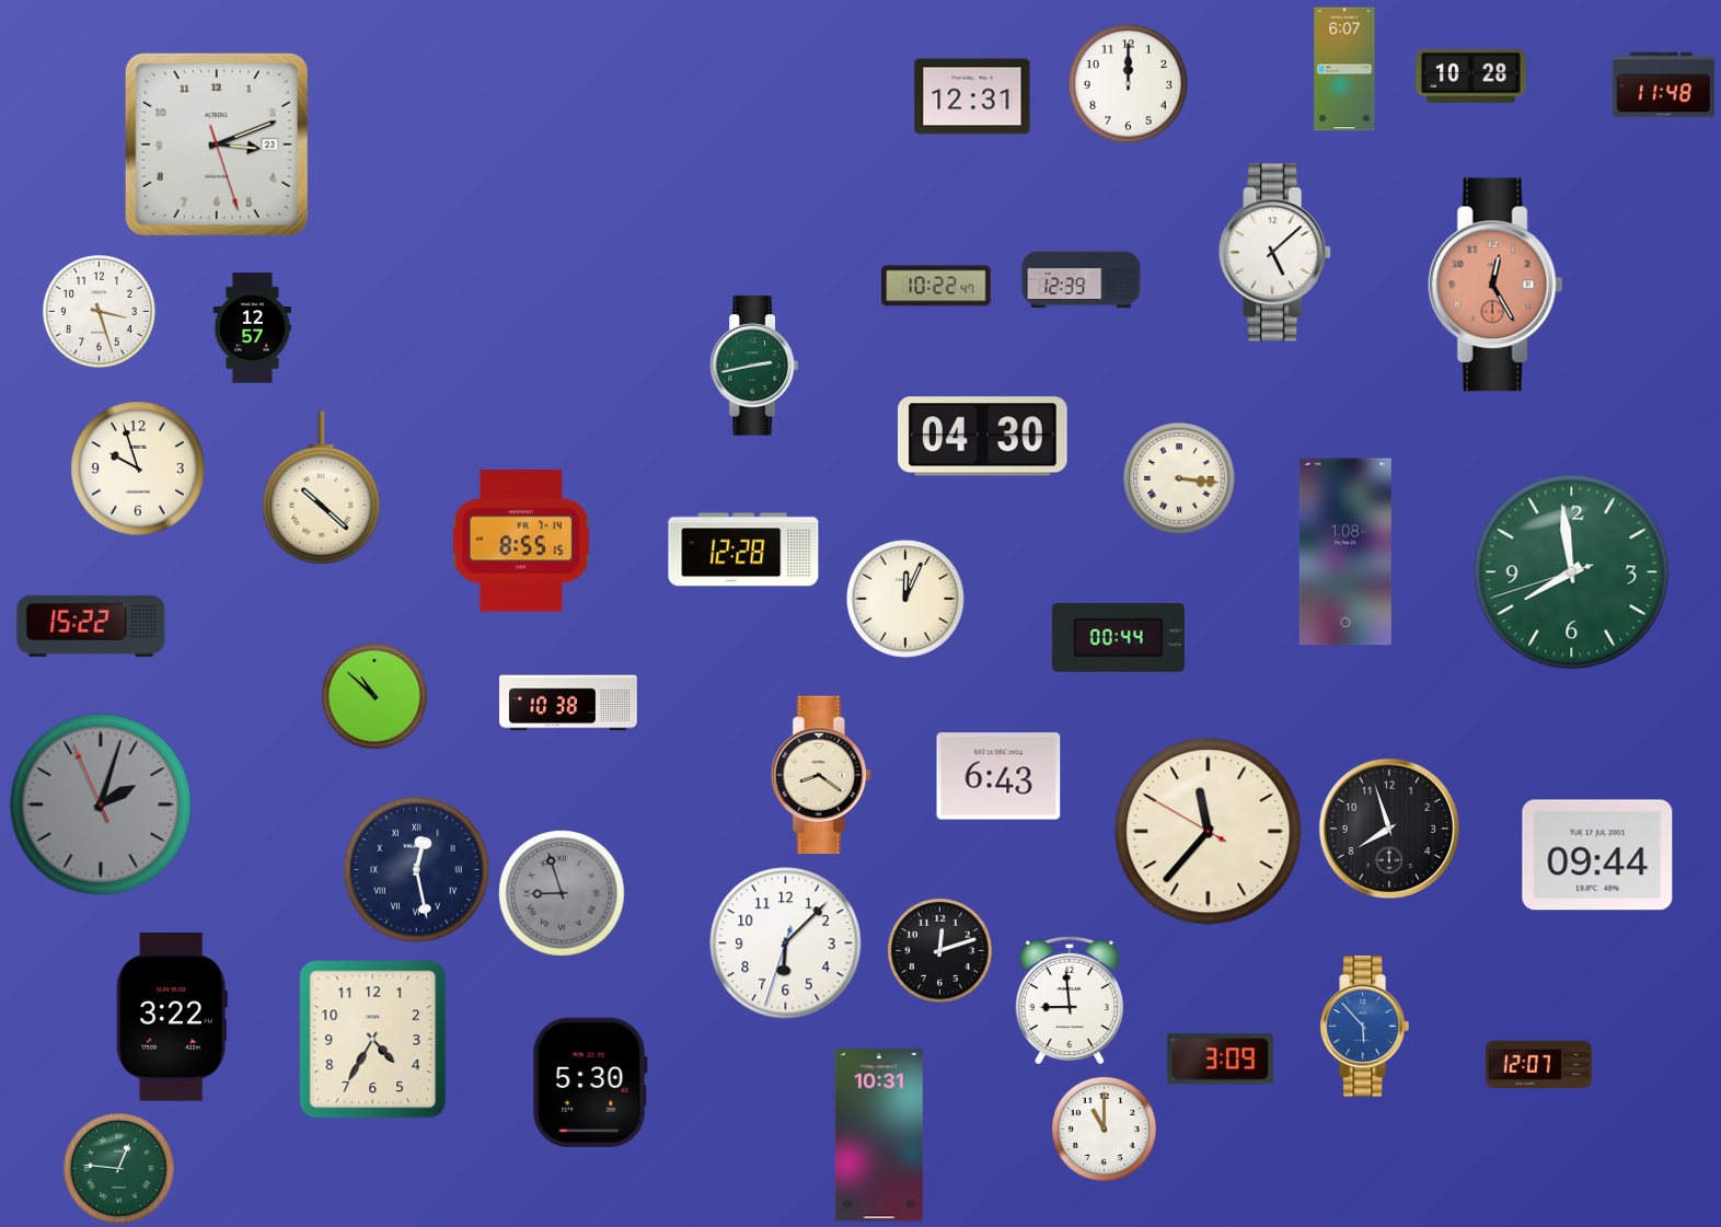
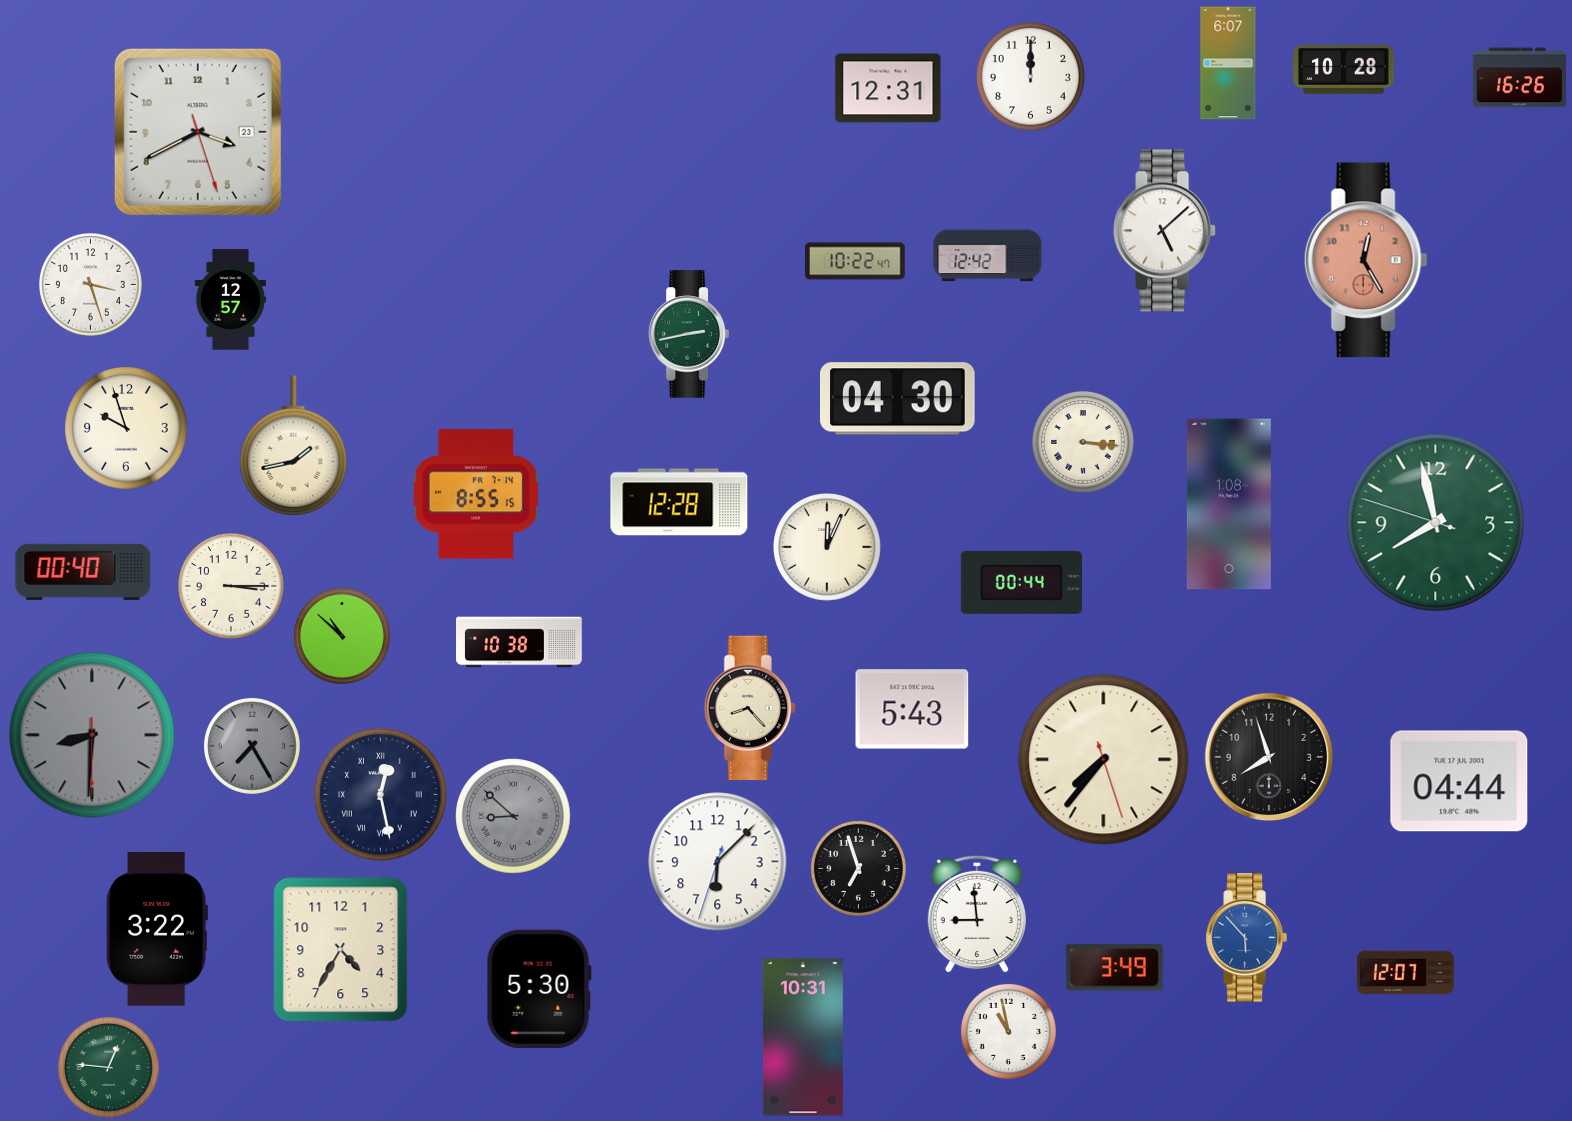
clock at (1663, 85): 11:48 -> 16:26
clock at (217, 144): 3:11 -> 3:40
clock at (1082, 280): 12:39 -> 12:42
clock at (1179, 478) position: (1179, 478) -> (1083, 442)
clock at (322, 488): 10:22 -> 1:43
clock at (1572, 572): 7:58 -> 7:57
clock at (91, 626): 15:22 -> 00:40
clock at (231, 586): none -> 3:15
clock at (820, 775): 8:21 -> 8:23
clock at (998, 776): 6:43 -> 5:43
clock at (101, 805): 2:02 -> 8:30
clock at (252, 746): none -> 7:25
clock at (1209, 832): 11:36 -> 7:36
clock at (1597, 855): 09:44 -> 04:44
clock at (562, 893): 8:57 -> 8:52
clock at (939, 950): 12:12 -> 6:57
clock at (1220, 1060): 3:09 -> 3:49
clock at (1104, 1128): 11:00 -> 10:58
